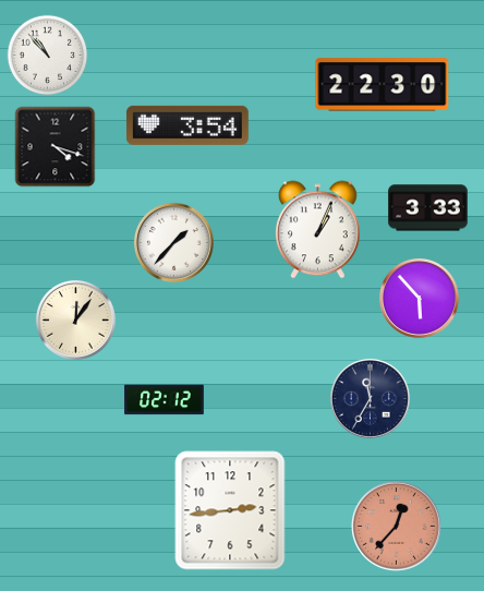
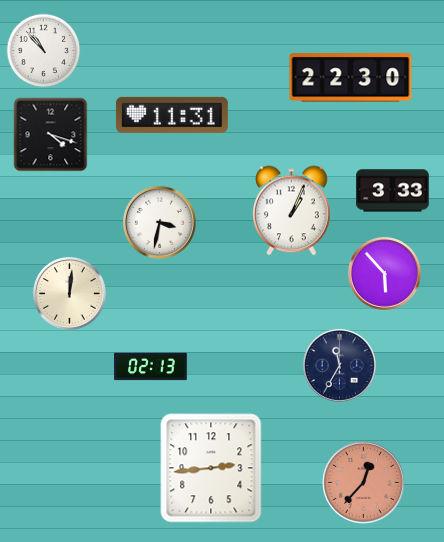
clock at (187, 125): 3:54 -> 11:31
clock at (173, 242): 1:37 -> 3:32
clock at (75, 319): 12:06 -> 12:01
clock at (165, 400): 02:12 -> 02:13
